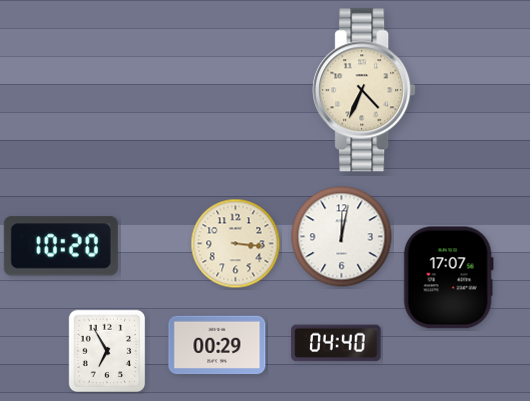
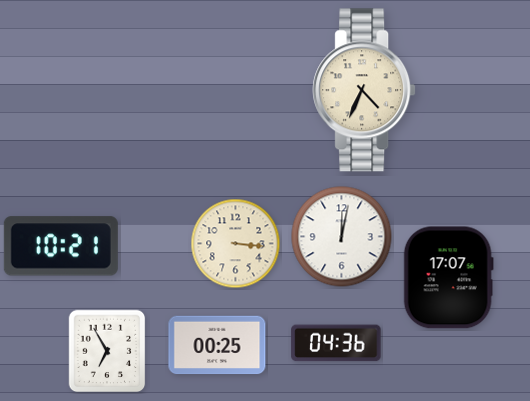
clock at (61, 246): 10:20 -> 10:21
clock at (336, 343): 04:40 -> 04:36
clock at (217, 345): 00:29 -> 00:25
